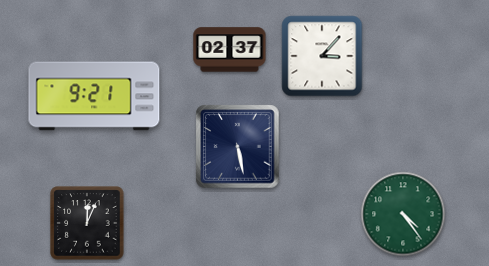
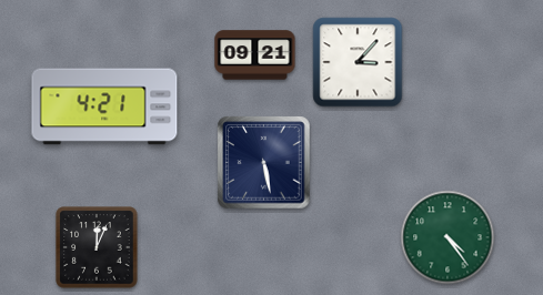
clock at (230, 50): 02:37 -> 09:21
clock at (94, 96): 9:21 -> 4:21
